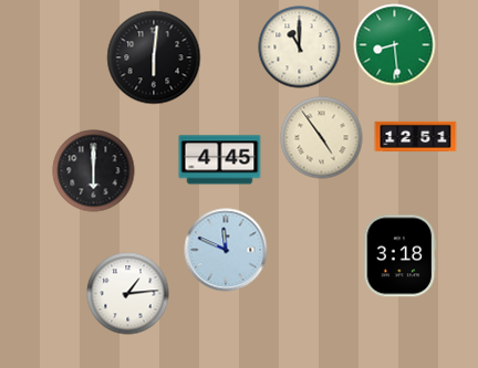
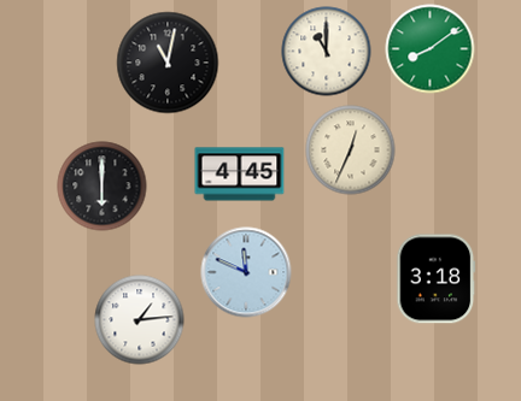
clock at (395, 45): 8:29 -> 8:09
clock at (154, 57): 6:01 -> 11:02
clock at (416, 136): 12:51 -> none
clock at (322, 138): 4:54 -> 12:34
